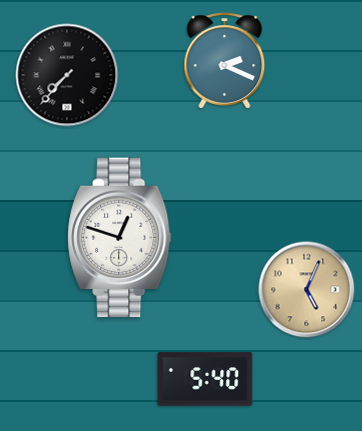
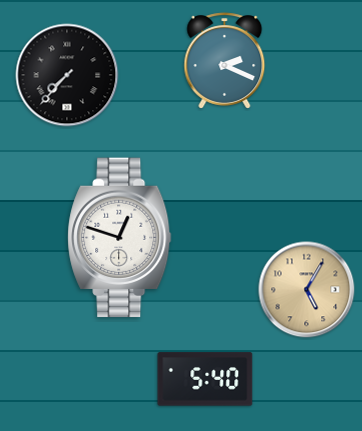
clock at (307, 290): 5:04 -> 5:05
